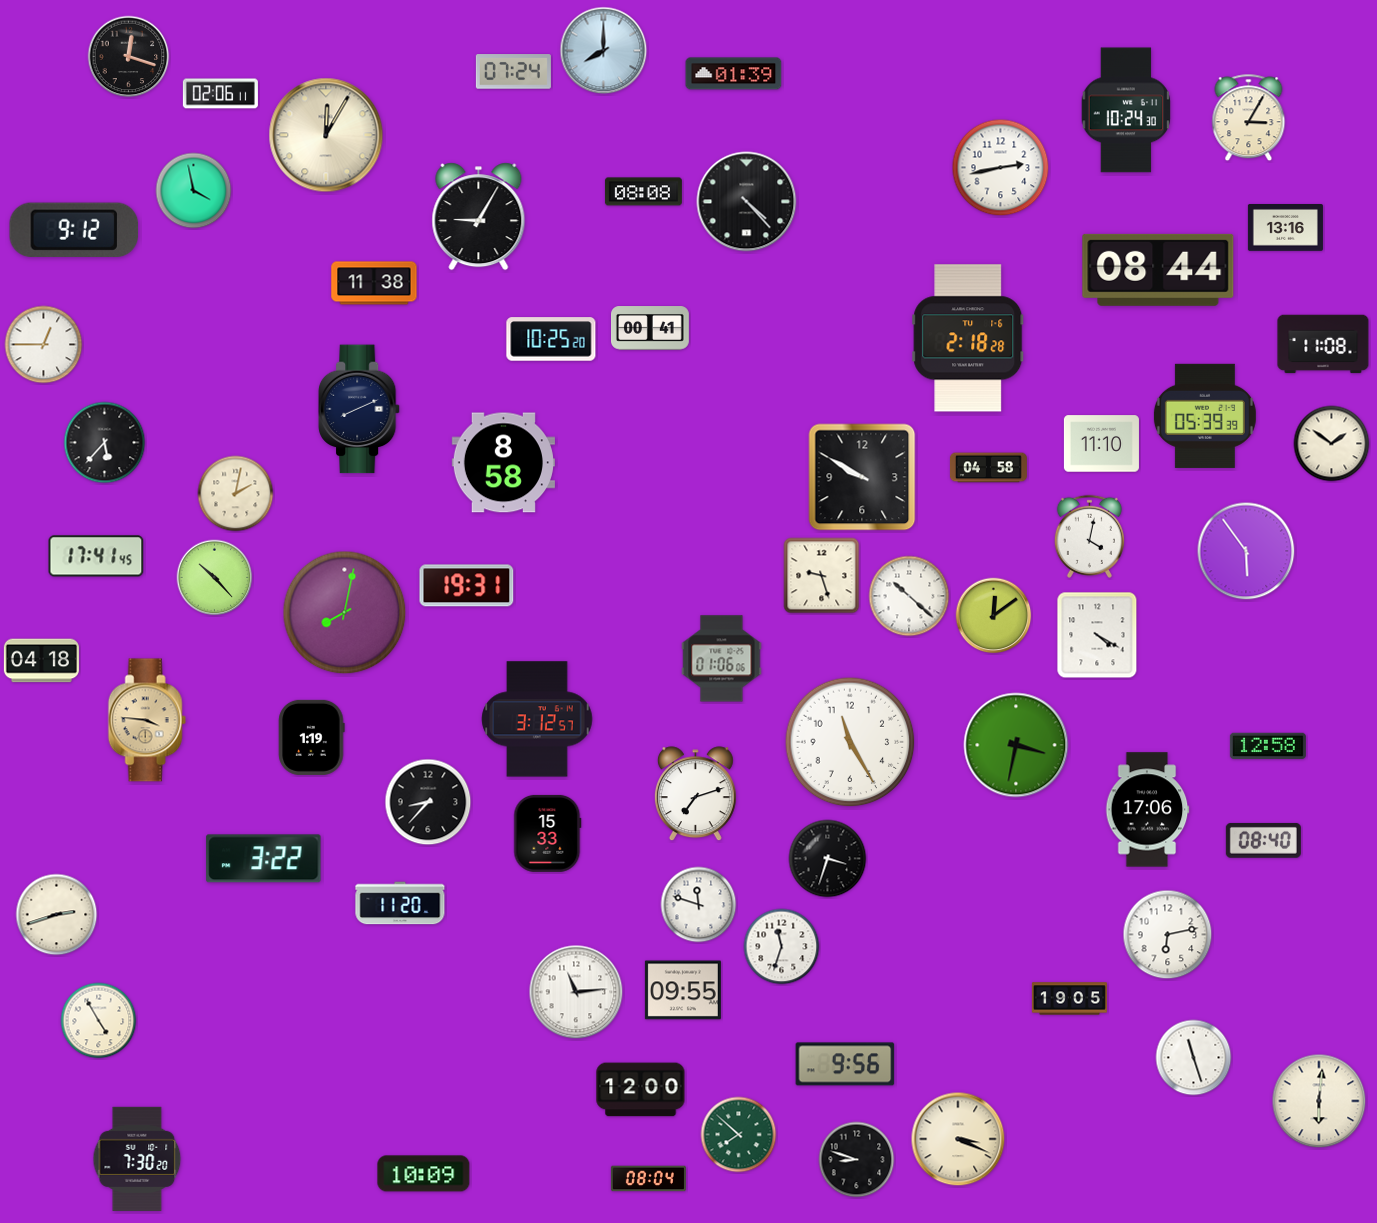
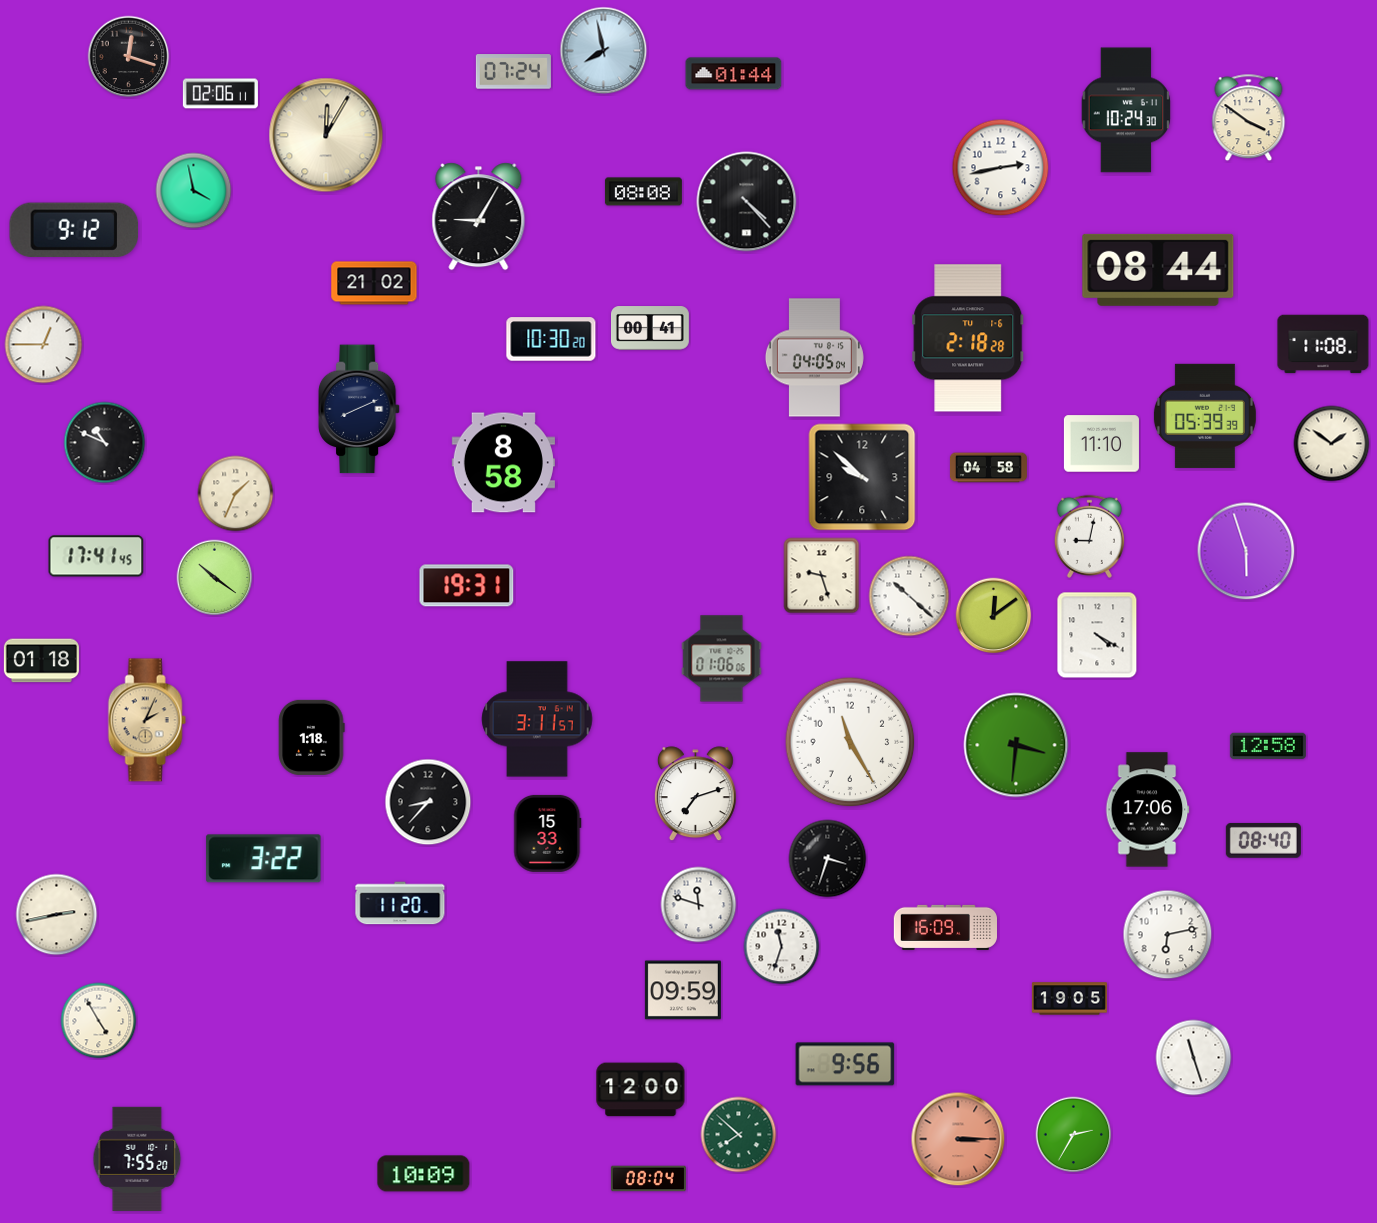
clock at (604, 51): 8:00 -> 7:58
clock at (734, 74): 01:39 -> 01:44
clock at (1249, 118): 3:05 -> 3:51
clock at (1285, 228): 13:16 -> none
clock at (374, 283): 11:38 -> 21:02
clock at (551, 339): 10:25 -> 10:30
clock at (814, 358): none -> 04:05
clock at (105, 443): 5:37 -> 10:49
clock at (862, 477): 9:50 -> 9:52
clock at (236, 494): 2:02 -> 1:34
clock at (1089, 536): 4:02 -> 9:02
clock at (1246, 551): 5:54 -> 5:57
clock at (215, 578): 10:23 -> 10:21
clock at (345, 613): 8:02 -> none
clock at (41, 661): 04:18 -> 01:18
clock at (537, 719): 3:12 -> 3:11
clock at (147, 720): 3:46 -> 2:04
clock at (312, 737): 1:19 -> 1:18
clock at (1016, 745): 3:32 -> 3:31
clock at (57, 915): 2:42 -> 2:43
clock at (945, 927): none -> 16:09
clock at (683, 990): 09:55 -> 09:59
clock at (576, 992): 11:14 -> none
clock at (1319, 1101): 6:01 -> none
clock at (1074, 1135): none -> 2:35
clock at (958, 1139): 3:19 -> 3:15
clock at (958, 1139) dial: cream -> salmon
clock at (137, 1159): 7:30 -> 7:55
clock at (857, 1160): 8:48 -> none
